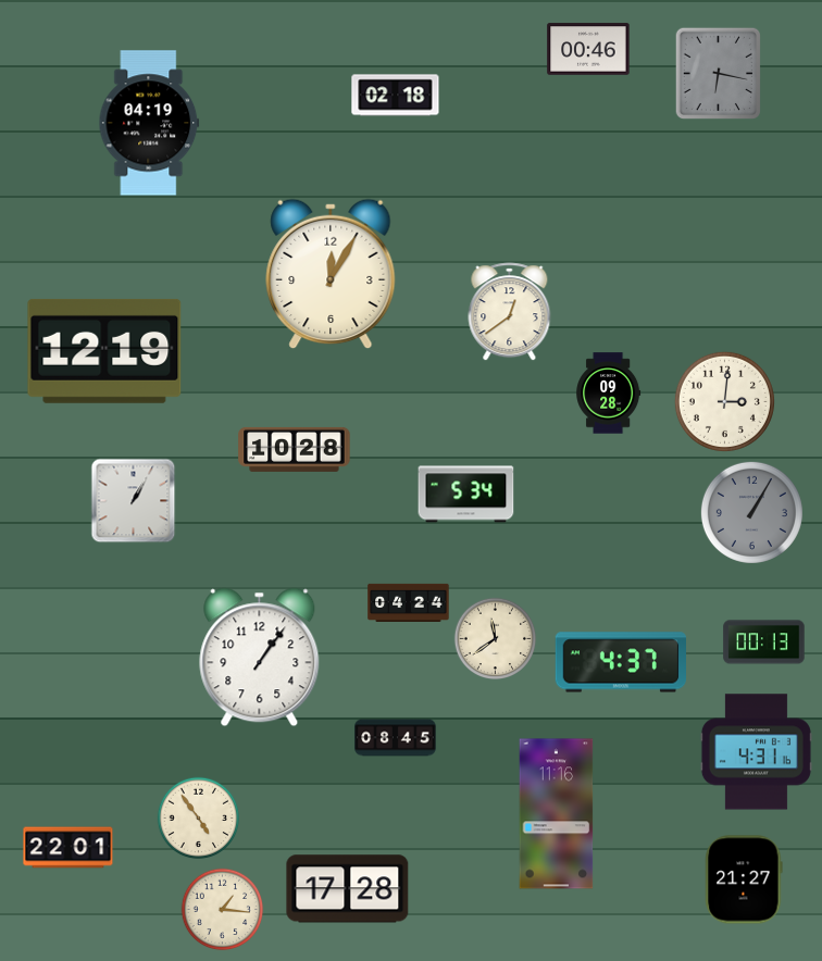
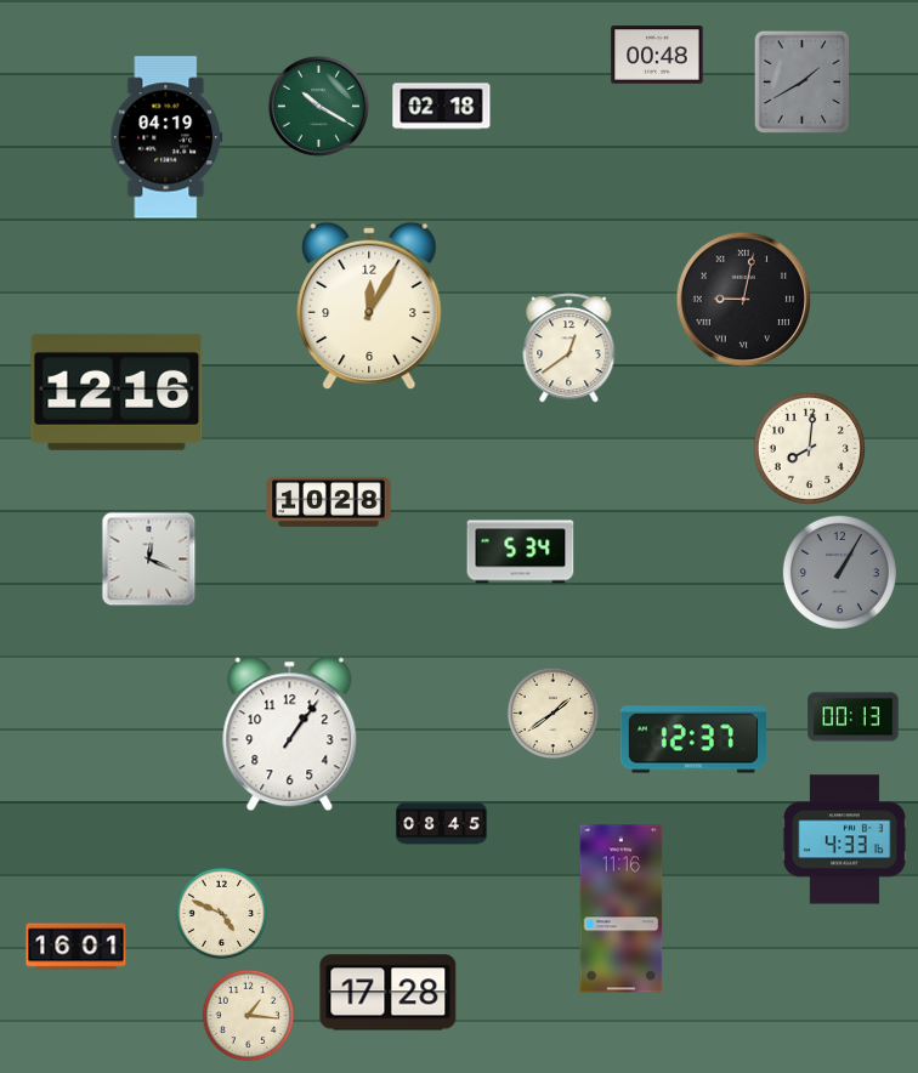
clock at (588, 49): 00:46 -> 00:48
clock at (718, 74): 6:17 -> 1:40
clock at (318, 106): none -> 10:20
clock at (744, 300): none -> 9:02
clock at (104, 351): 12:19 -> 12:16
clock at (609, 394): 09:28 -> none
clock at (724, 401): 3:01 -> 8:01
clock at (134, 501): 1:05 -> 12:19
clock at (409, 603): 04:24 -> none
clock at (496, 639): 11:39 -> 1:39
clock at (620, 662): 4:37 -> 12:37
clock at (756, 752): 4:31 -> 4:33
clock at (199, 819): 4:54 -> 4:49
clock at (68, 848): 22:01 -> 16:01
clock at (744, 879): 21:27 -> none
